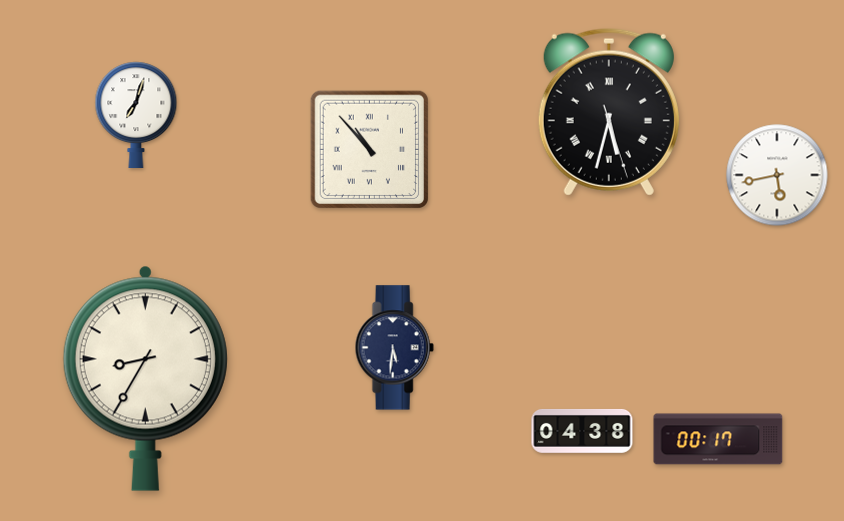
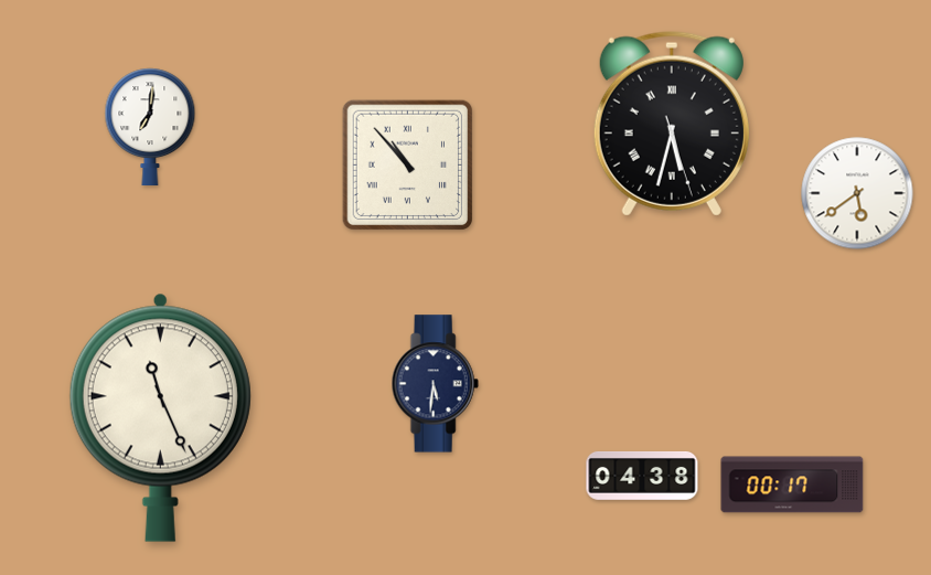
clock at (136, 114): 7:03 -> 7:01
clock at (777, 175): 5:43 -> 5:39
clock at (145, 378): 8:35 -> 11:26
